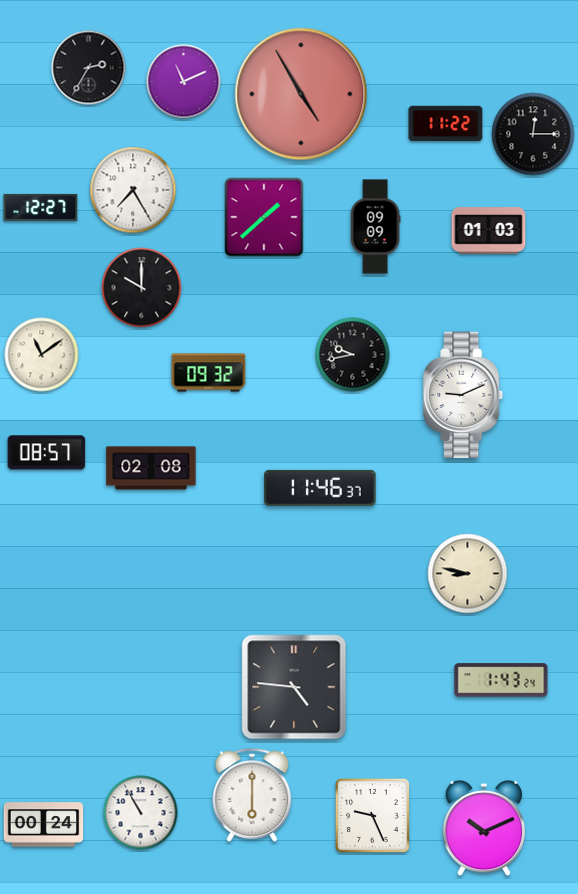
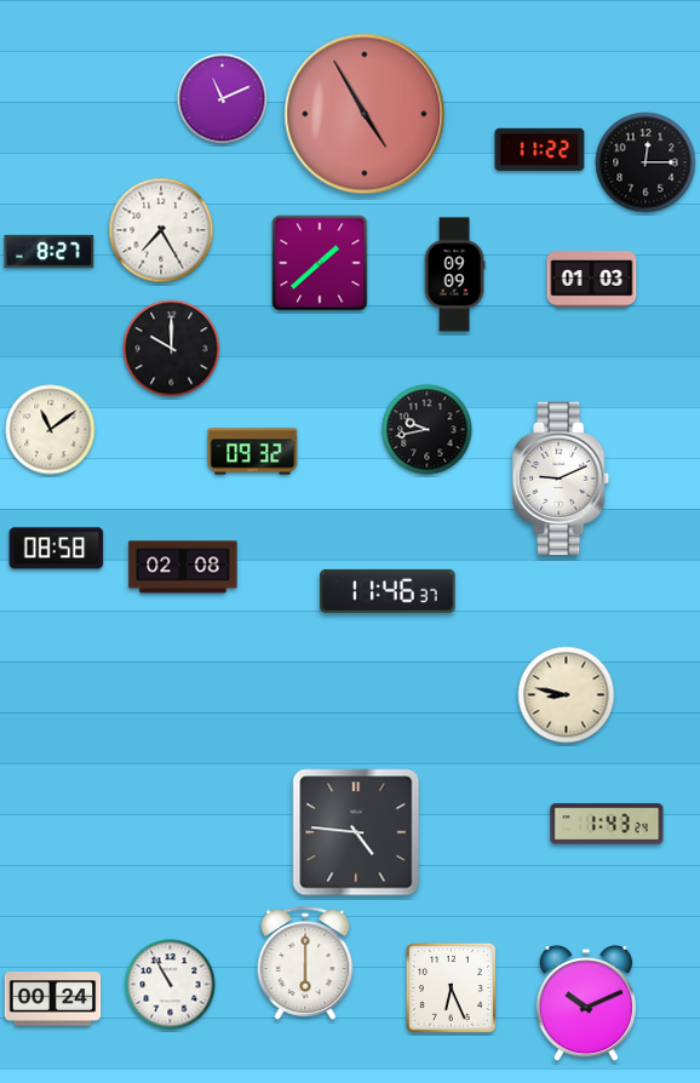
clock at (89, 68): 2:35 -> none
clock at (41, 207): 12:27 -> 8:27
clock at (47, 453): 08:57 -> 08:58
clock at (372, 815): 9:26 -> 6:26
